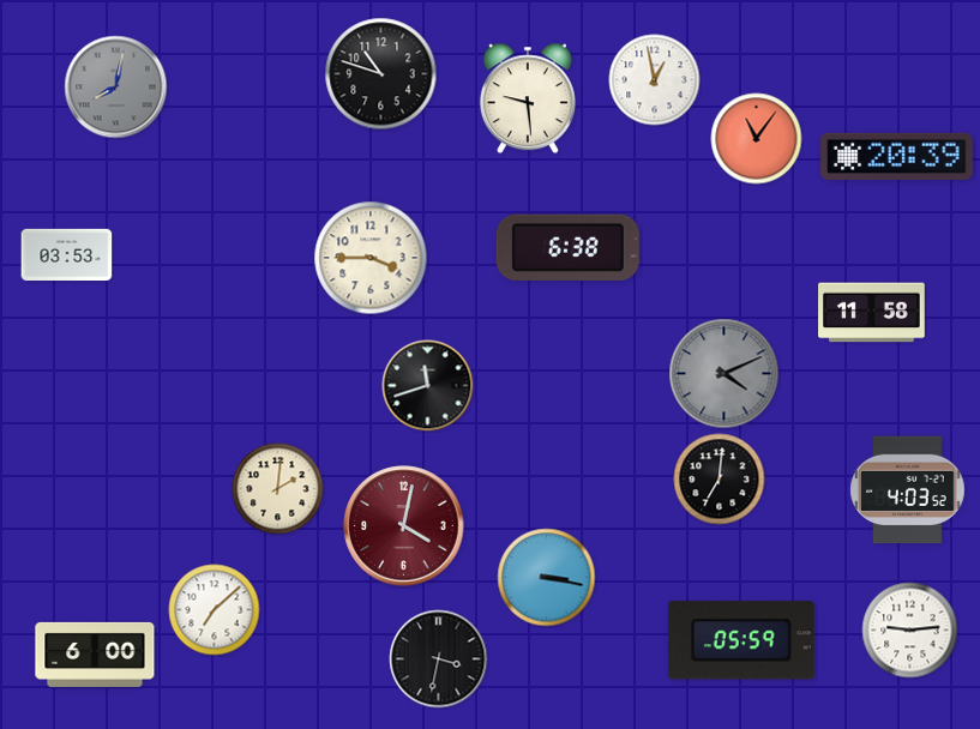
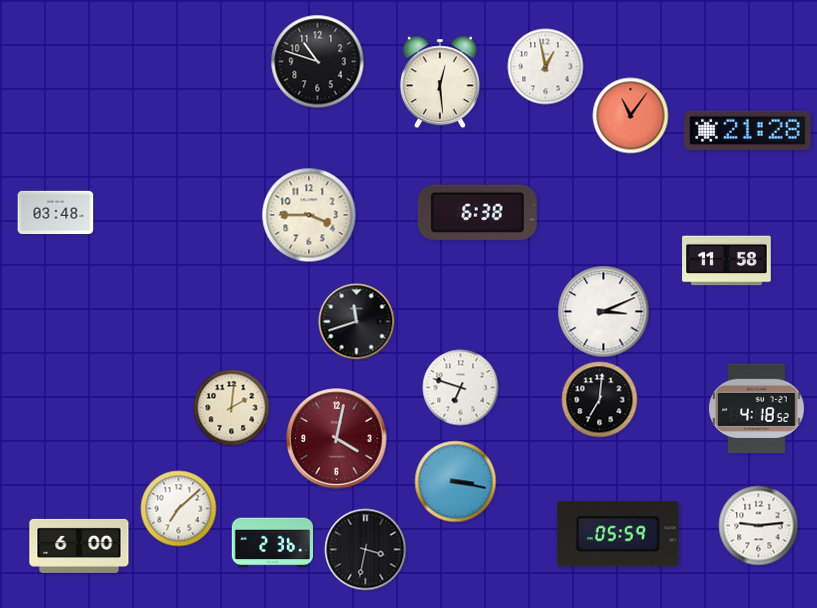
clock at (116, 88): 8:02 -> none
clock at (528, 98): 9:29 -> 12:29
clock at (897, 156): 20:39 -> 21:28
clock at (567, 247) position: (567, 247) -> (477, 212)
clock at (67, 254): 03:53 -> 03:48
clock at (725, 374): 4:11 -> 3:11
clock at (725, 374) dial: grey -> white
clock at (461, 388): none -> 6:48
clock at (908, 490): 4:03 -> 4:18
clock at (272, 543): none -> 2:36
